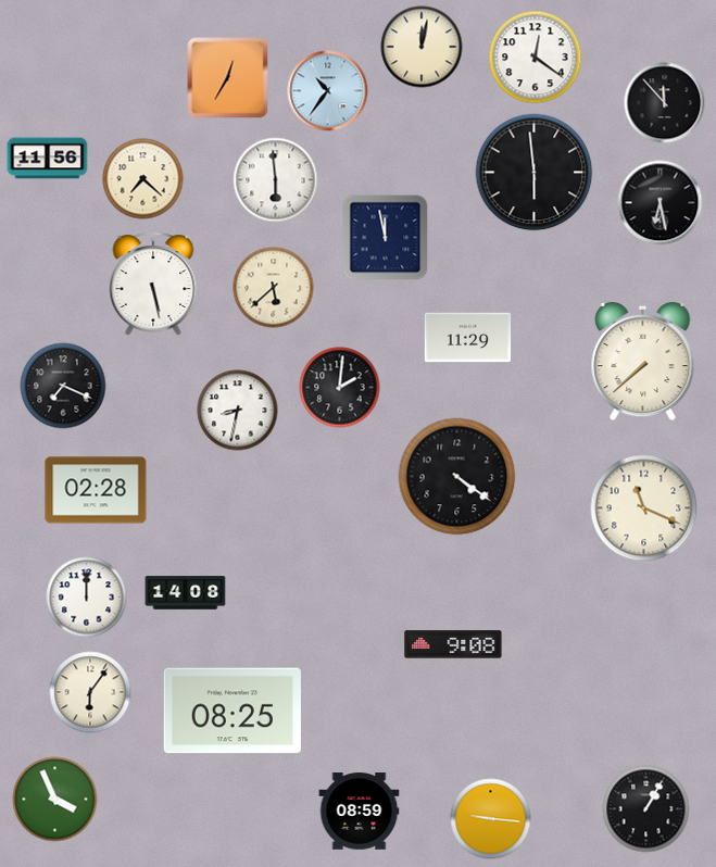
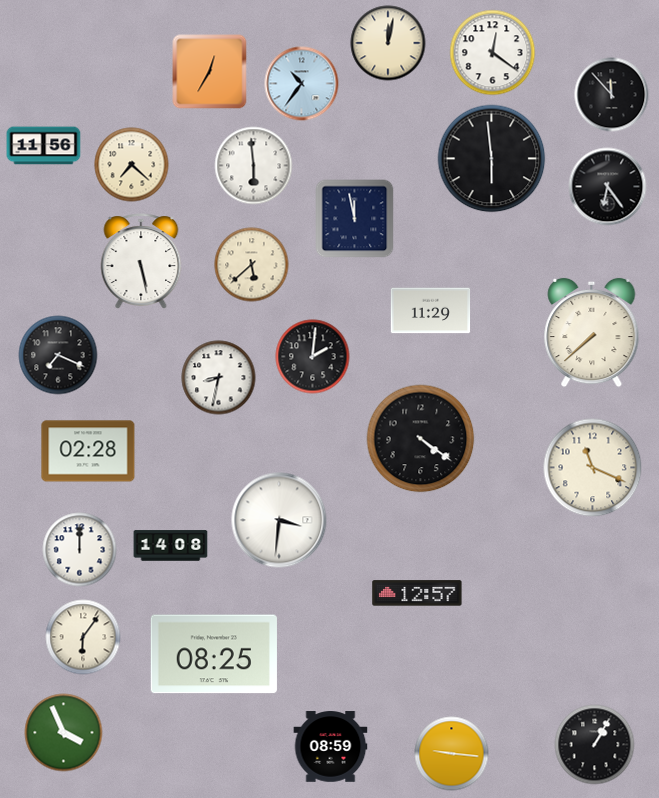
clock at (661, 203): 6:28 -> 6:24
clock at (279, 520): none -> 3:31
clock at (453, 644): 9:08 -> 12:57
clock at (55, 800) position: (55, 800) -> (64, 733)
